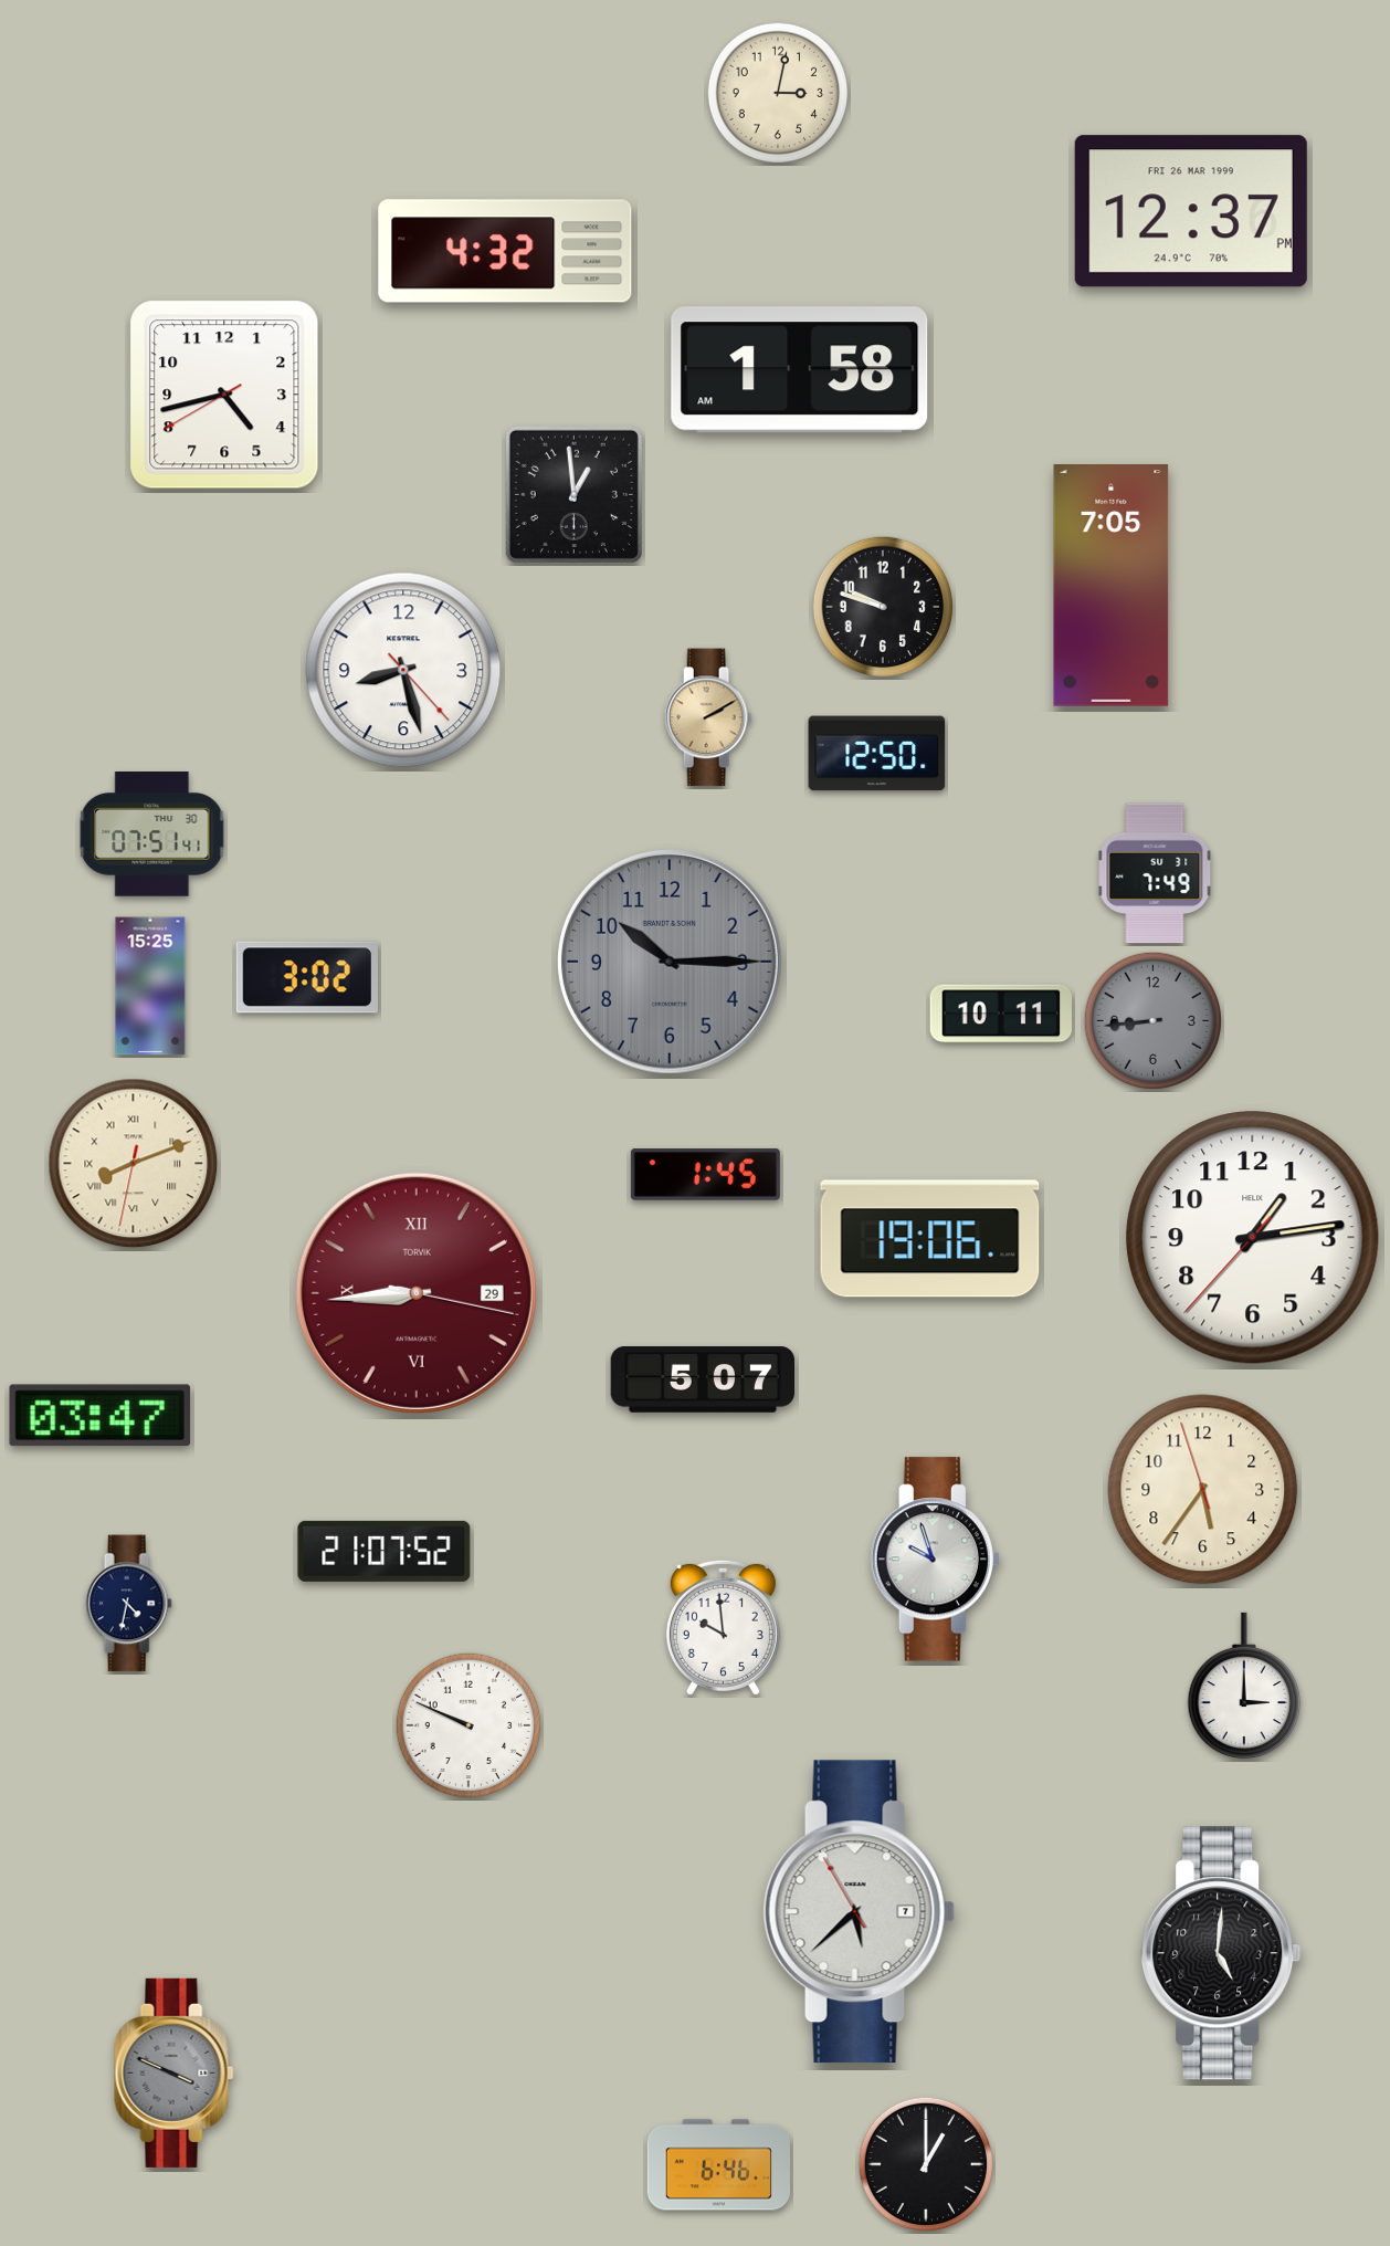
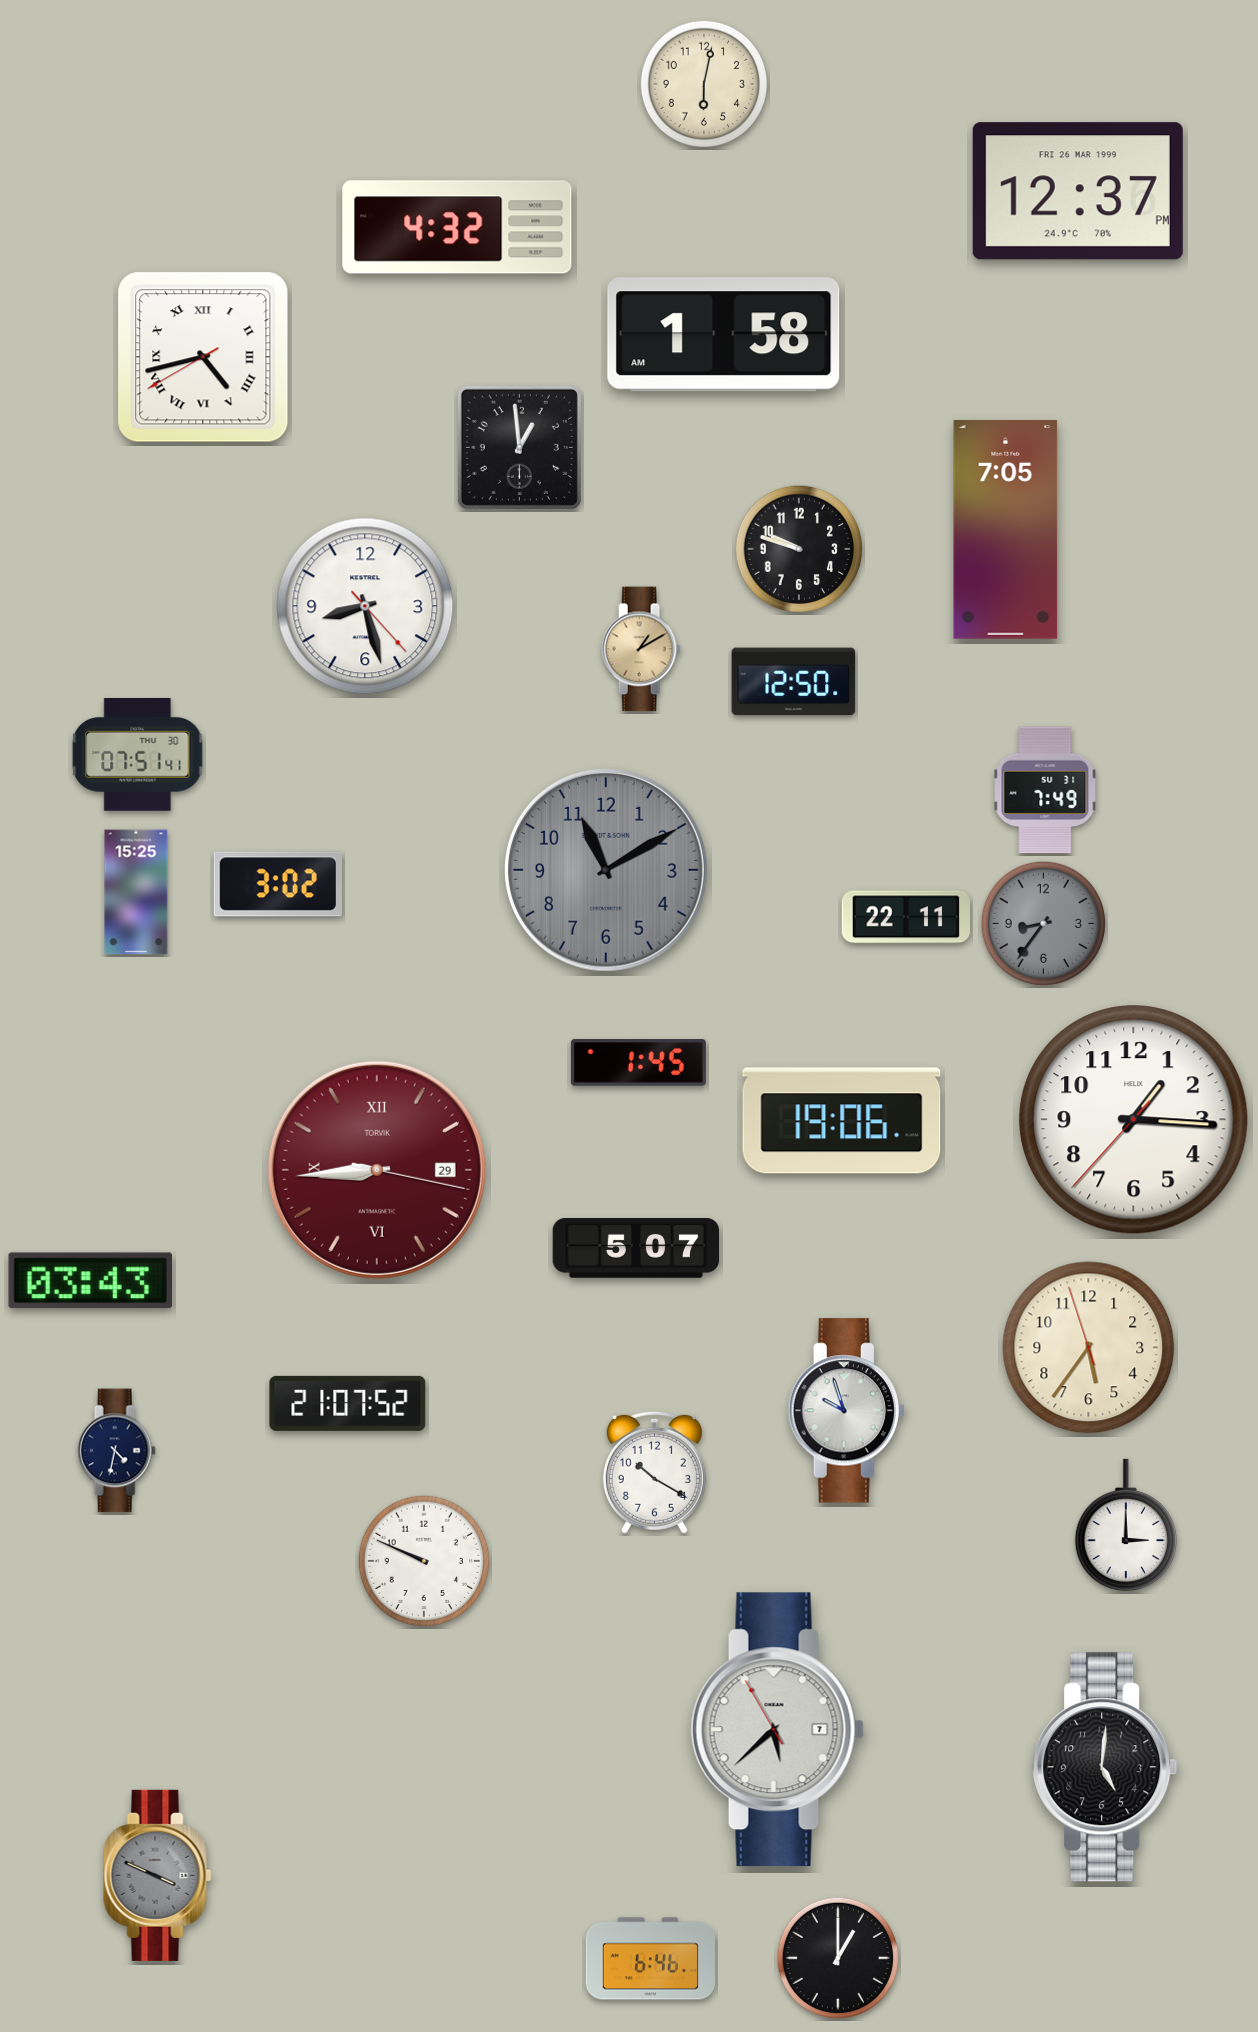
clock at (777, 92): 3:02 -> 6:02
clock at (224, 395) numerals: Arabic -> Roman
clock at (708, 717): 2:10 -> 1:10
clock at (670, 962): 10:15 -> 11:10
clock at (1001, 1014): 10:11 -> 22:11
clock at (1152, 1020): 8:44 -> 8:36
clock at (134, 1164): 8:11 -> none
clock at (1253, 1238): 1:13 -> 1:15
clock at (99, 1416): 03:47 -> 03:43
clock at (723, 1627): 9:59 -> 10:20
